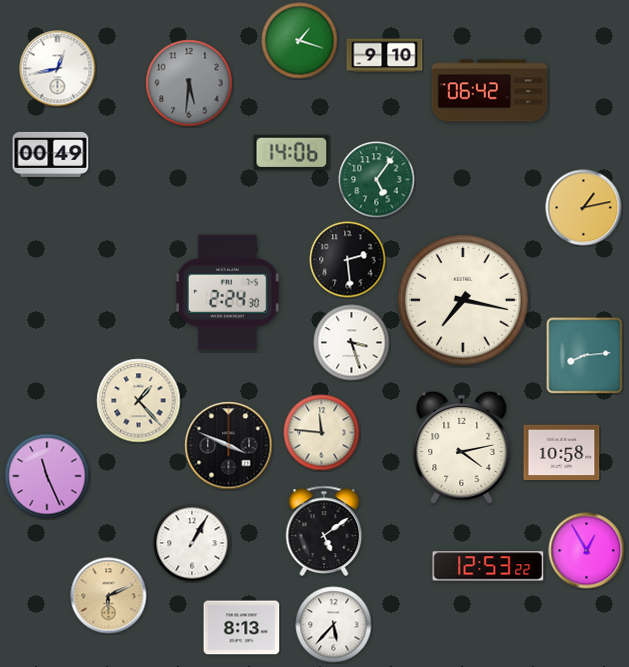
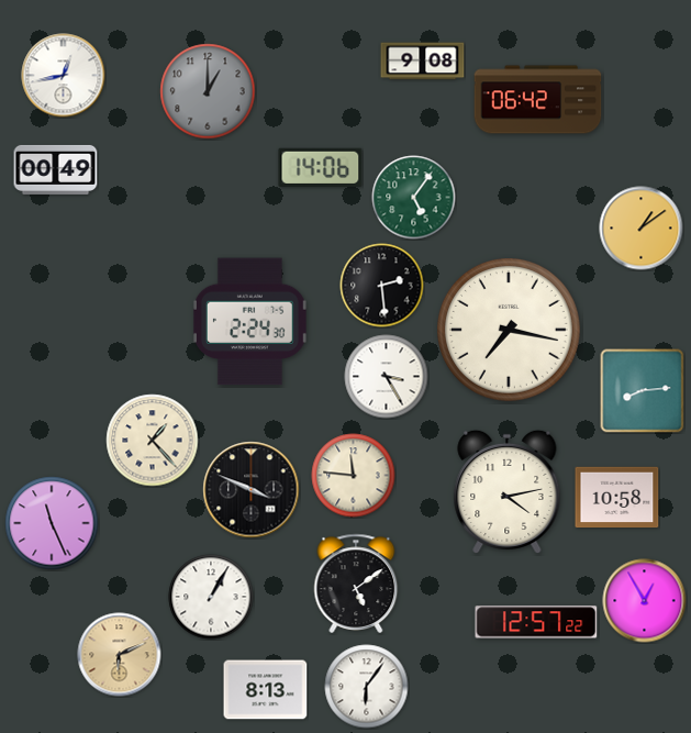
clock at (300, 41): 1:18 -> none
clock at (385, 56): 9:10 -> 9:08
clock at (189, 83): 5:31 -> 1:00
clock at (584, 208): 1:13 -> 1:09
clock at (352, 343): 3:27 -> 3:25
clock at (587, 551) position: (587, 551) -> (645, 601)
clock at (488, 566): 12:53 -> 12:57
clock at (334, 625): 5:37 -> 6:06
